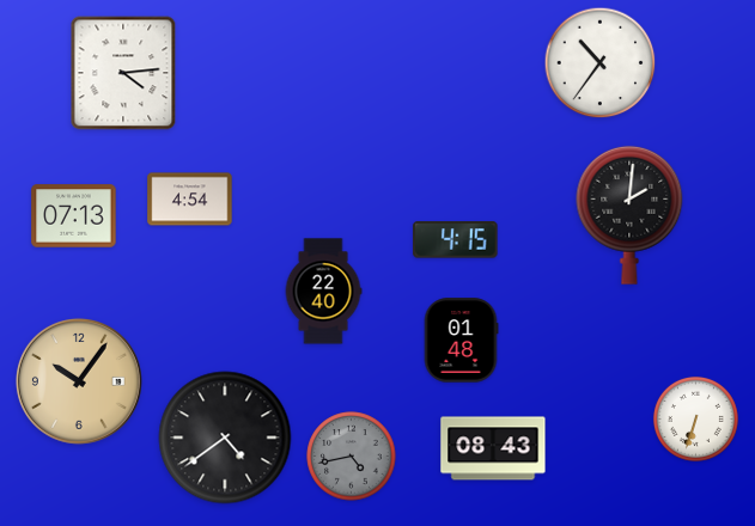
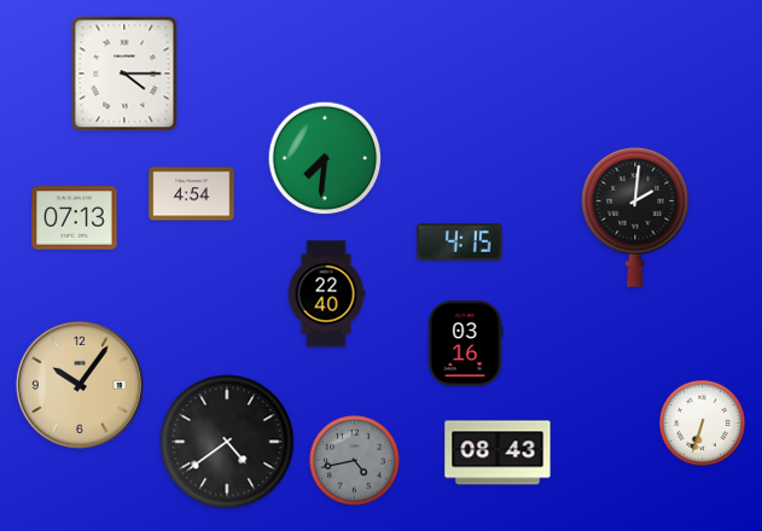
clock at (601, 63): 10:36 -> none
clock at (123, 73): 4:14 -> 4:15
clock at (325, 158): none -> 7:31
clock at (190, 200) position: (190, 200) -> (192, 194)
clock at (461, 341): 01:48 -> 03:16
